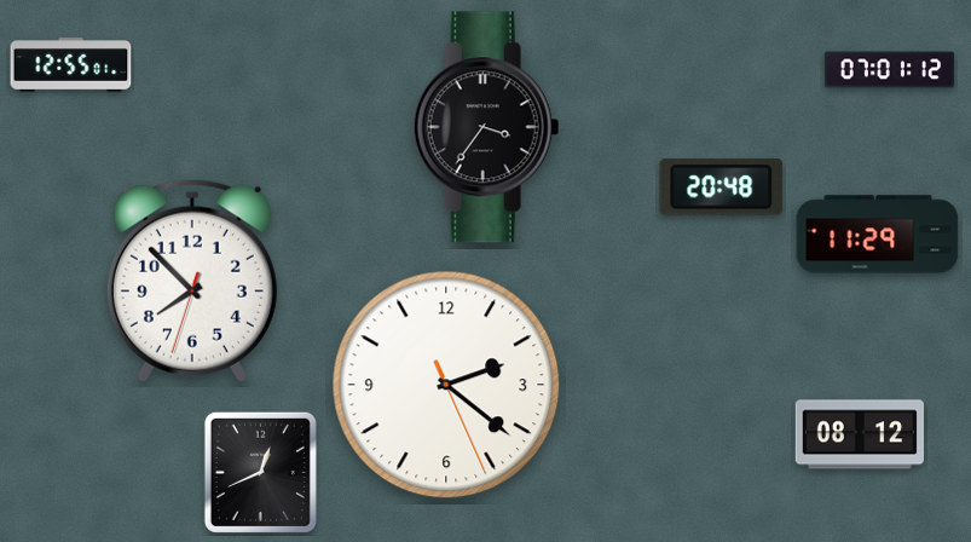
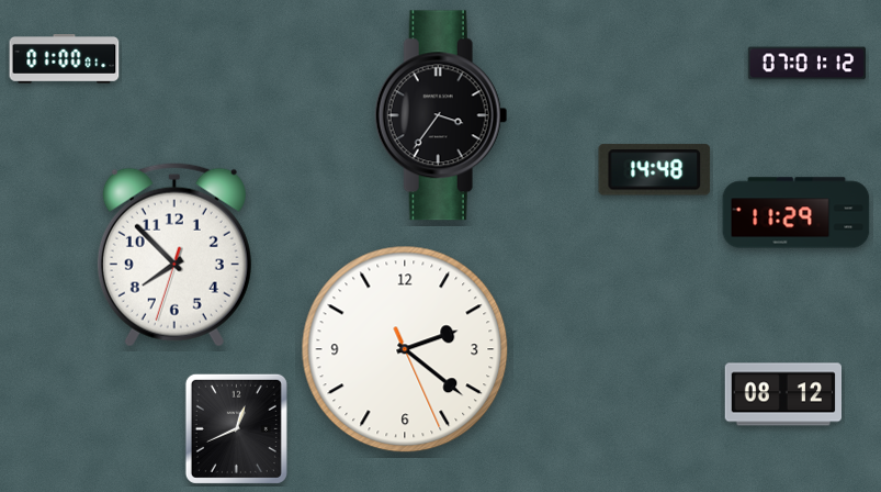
clock at (71, 65): 12:55 -> 01:00
clock at (722, 188): 20:48 -> 14:48
clock at (860, 434) position: (860, 434) -> (783, 394)
